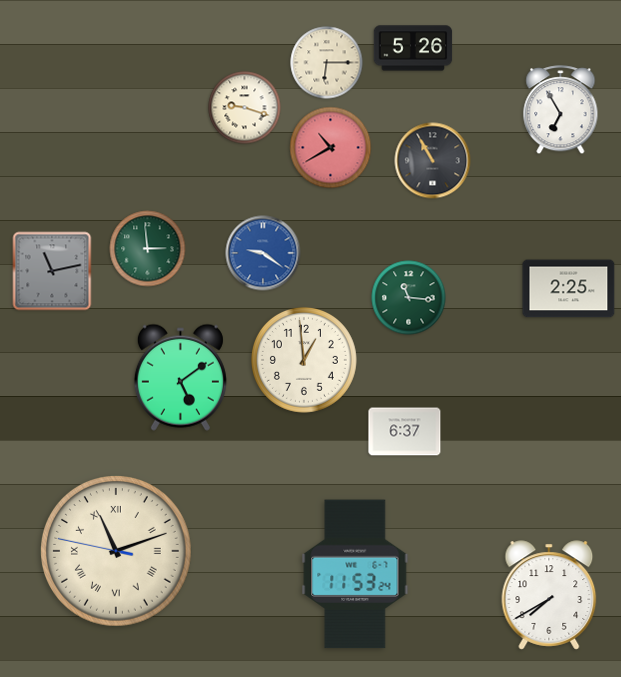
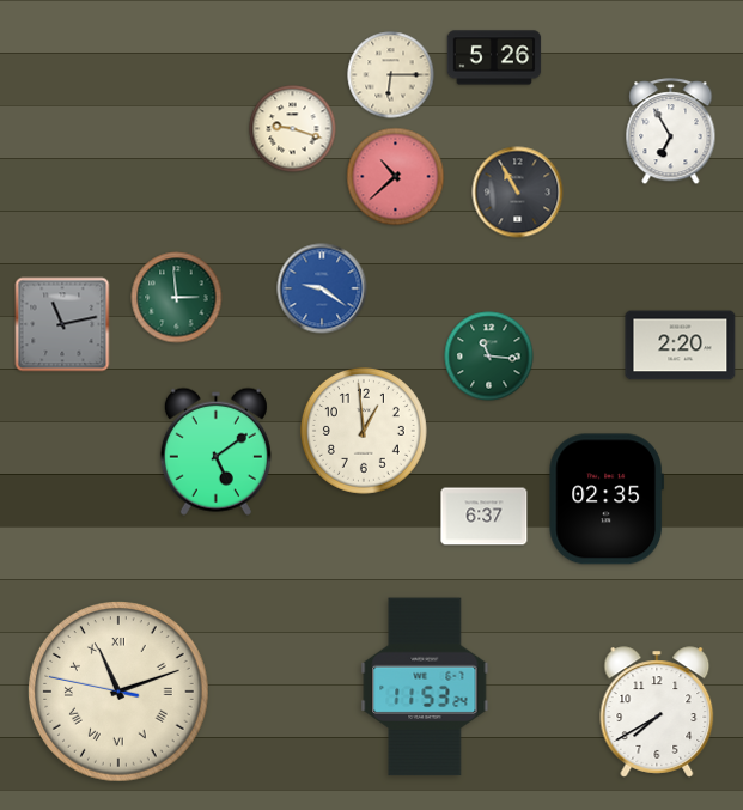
clock at (331, 148): 10:40 -> 10:38
clock at (263, 253) position: (263, 253) -> (322, 288)
clock at (569, 289): 2:25 -> 2:20
clock at (605, 499): none -> 02:35
clock at (117, 552) position: (117, 552) -> (120, 693)
